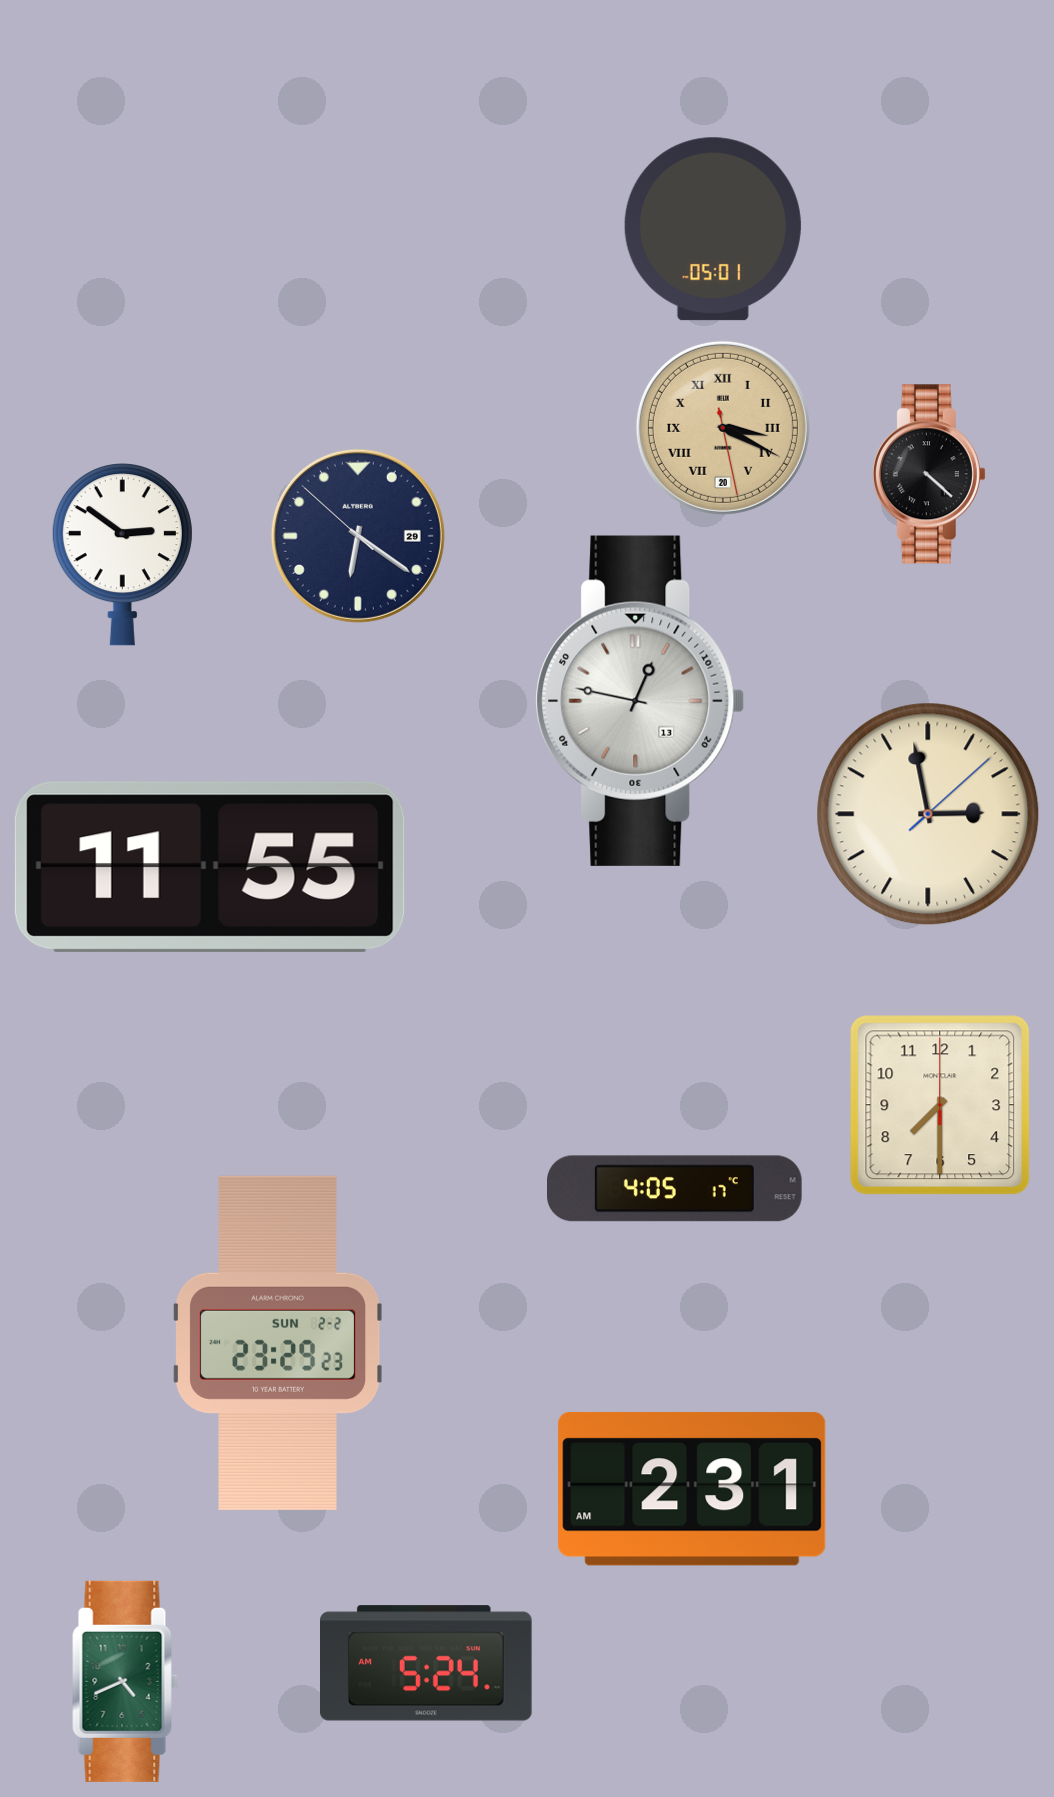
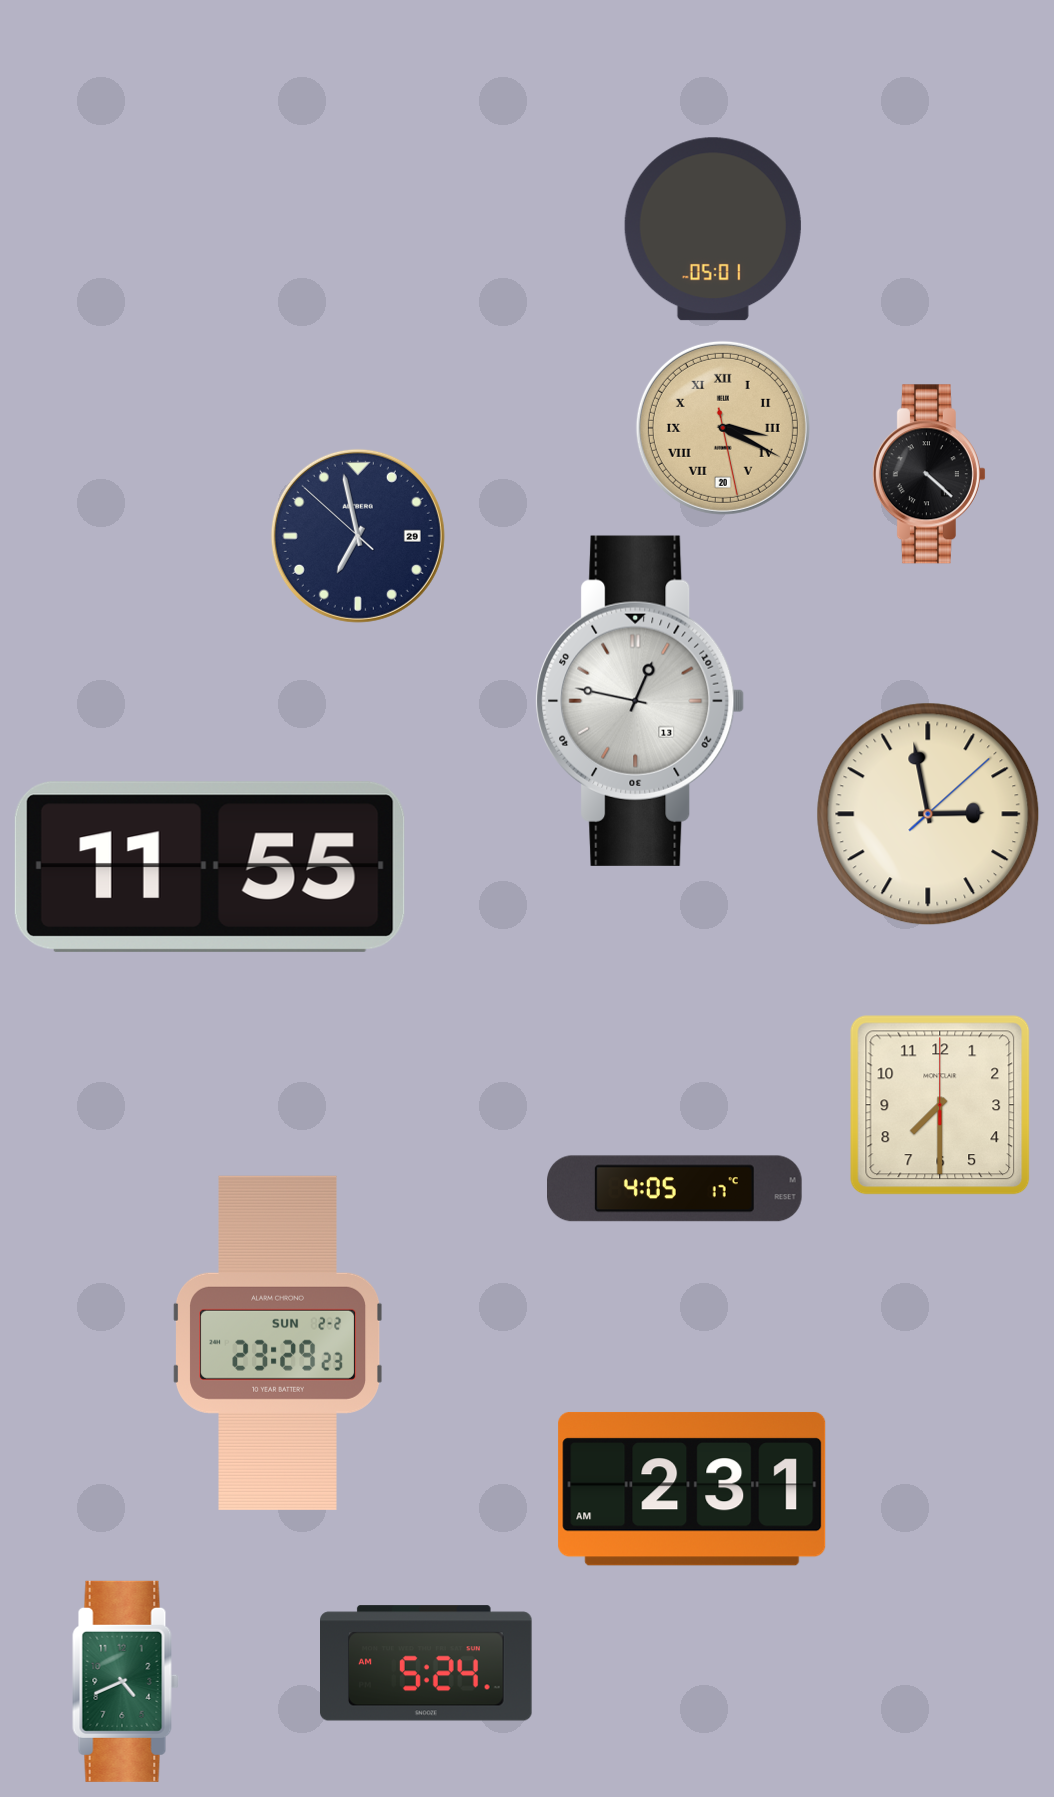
clock at (358, 536): 6:20 -> 6:57
clock at (122, 555): 2:51 -> none
